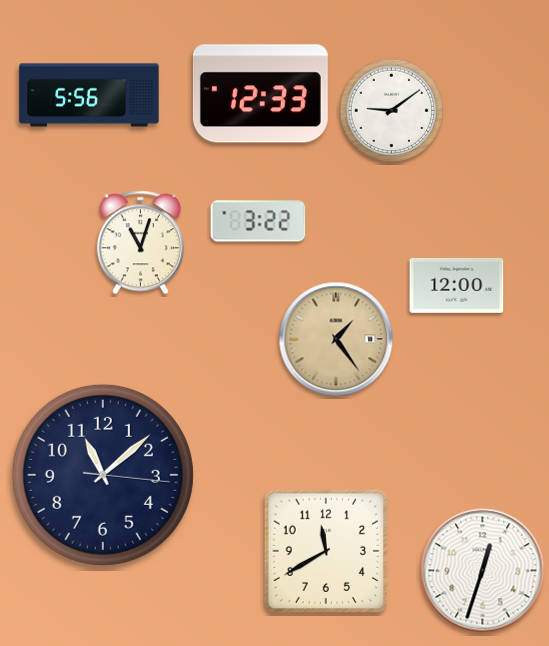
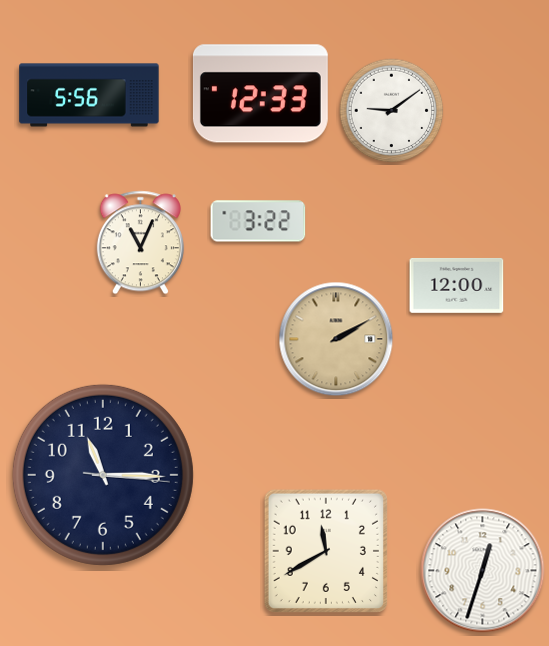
clock at (140, 243): 11:03 -> 11:04
clock at (336, 339): 1:24 -> 2:10
clock at (103, 475): 11:08 -> 11:15
